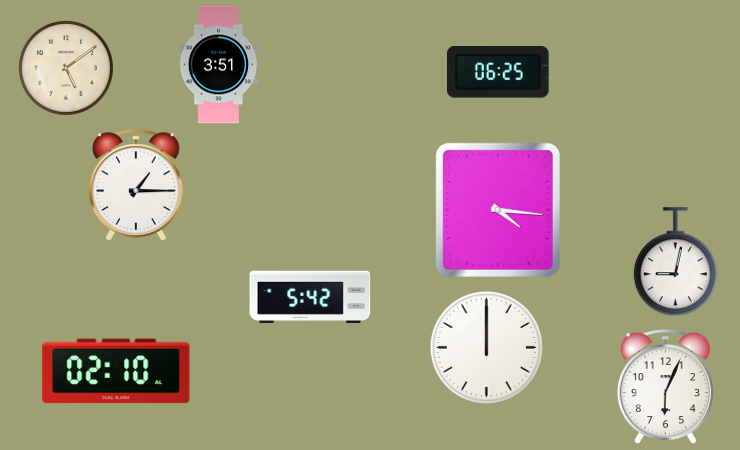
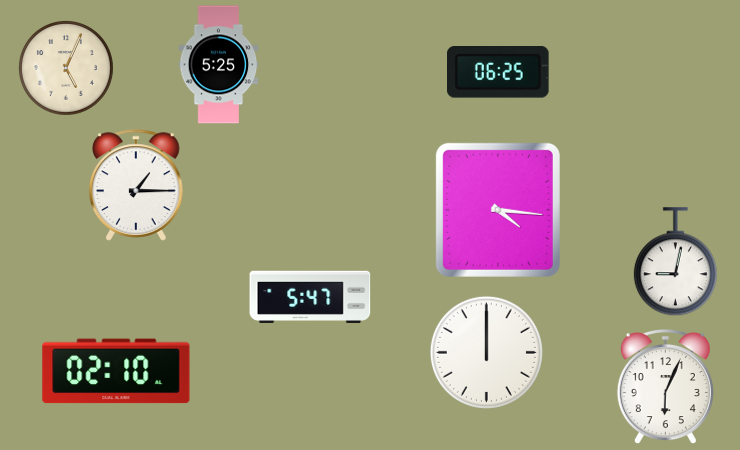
clock at (219, 65): 3:51 -> 5:25
clock at (66, 68): 5:09 -> 5:04
clock at (310, 296): 5:42 -> 5:47
clock at (486, 347) position: (486, 347) -> (486, 352)
